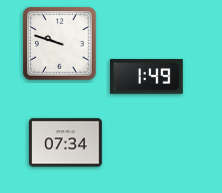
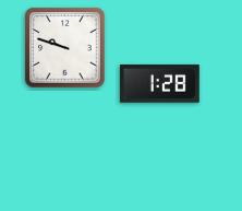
clock at (147, 77): 1:49 -> 1:28
clock at (66, 143): 07:34 -> none
